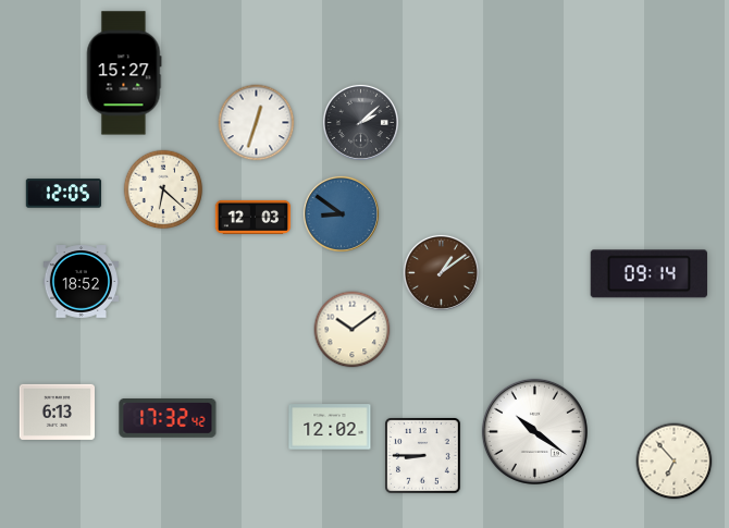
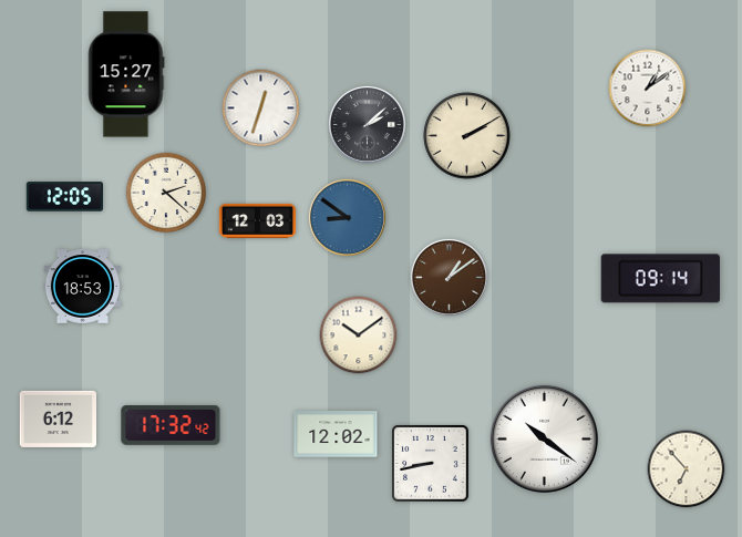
clock at (648, 89): none -> 1:09
clock at (257, 123) position: (257, 123) -> (261, 109)
clock at (467, 136): none -> 2:10
clock at (163, 189): 6:22 -> 2:22
clock at (82, 282): 18:52 -> 18:53
clock at (58, 412): 6:13 -> 6:12
clock at (423, 456): 8:45 -> 8:43
